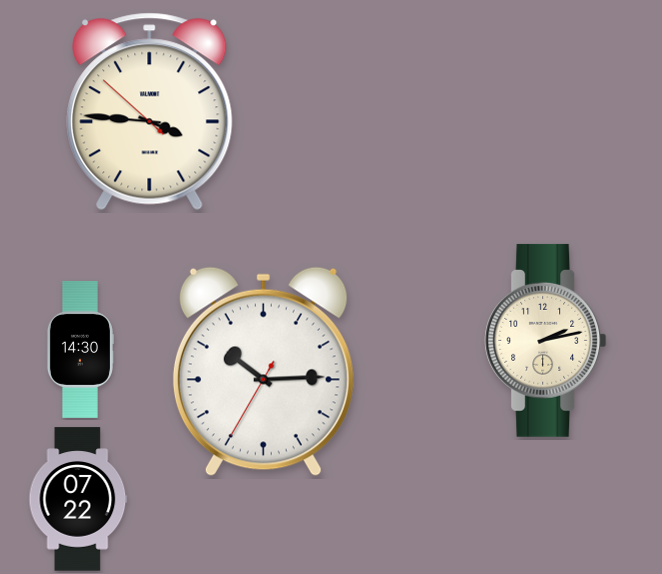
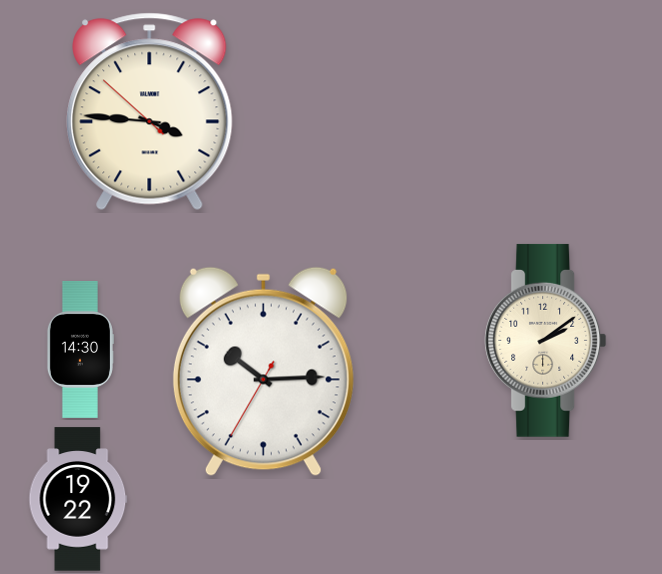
clock at (546, 340): 2:13 -> 2:09
clock at (78, 499): 07:22 -> 19:22
